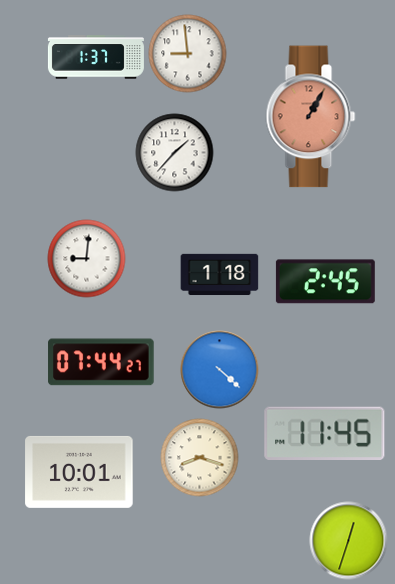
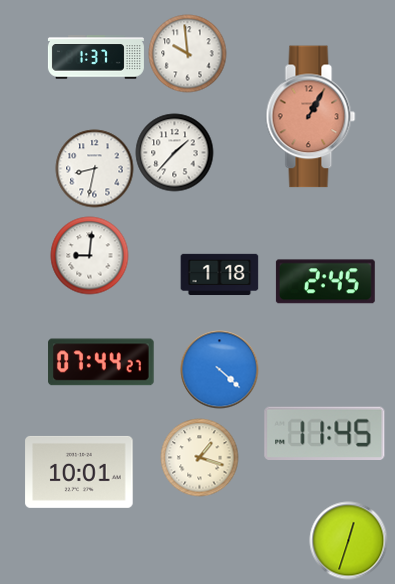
clock at (187, 53): 8:59 -> 9:59
clock at (94, 168): none -> 8:32
clock at (86, 258) position: (86, 258) -> (89, 255)
clock at (199, 457): 8:18 -> 1:18
